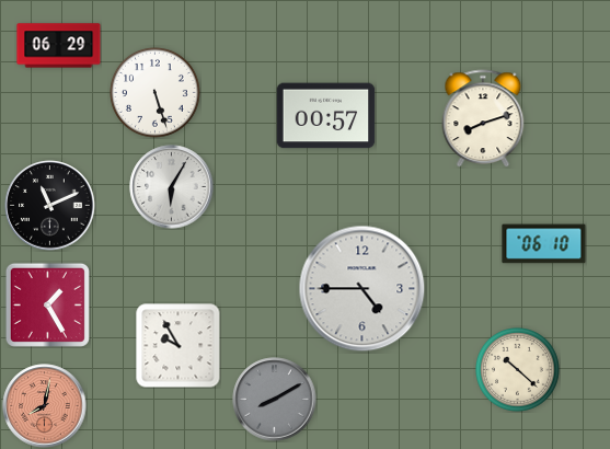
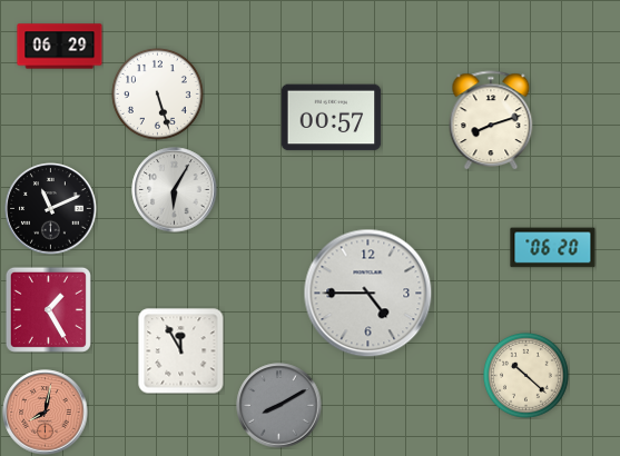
clock at (544, 244): 06:10 -> 06:20
clock at (179, 346): 9:55 -> 11:55
